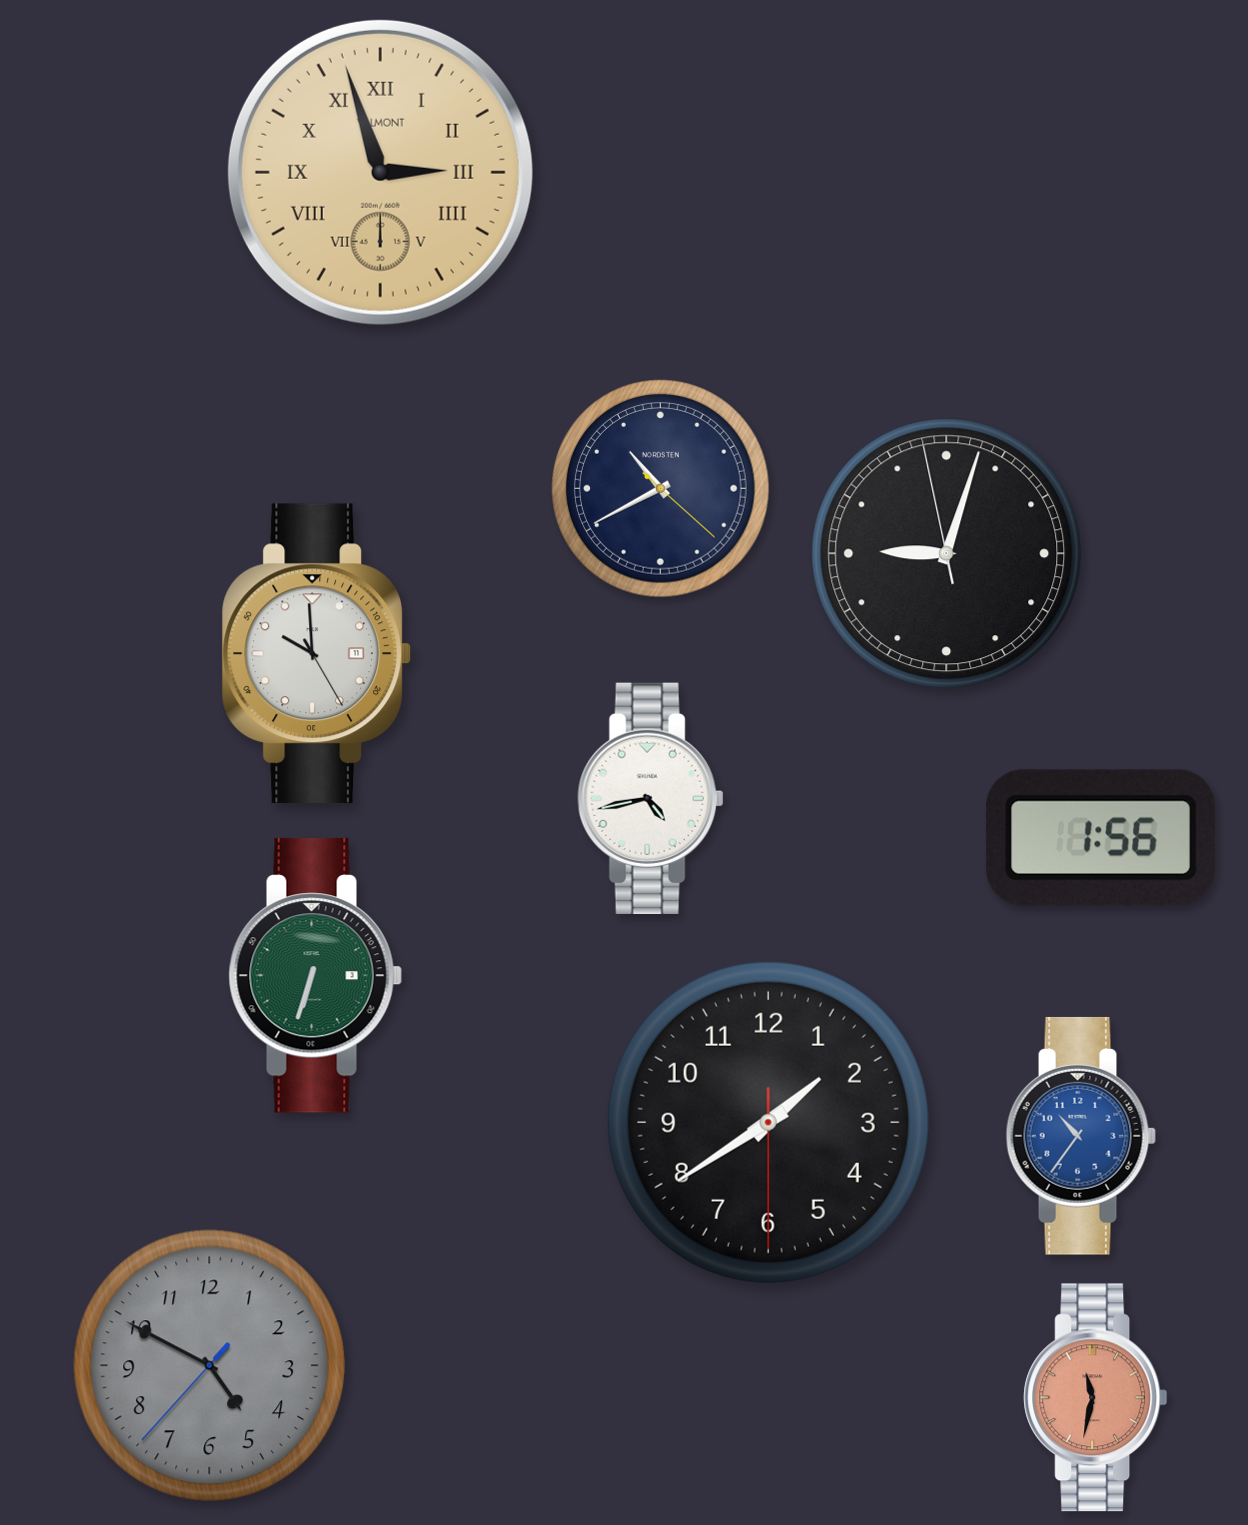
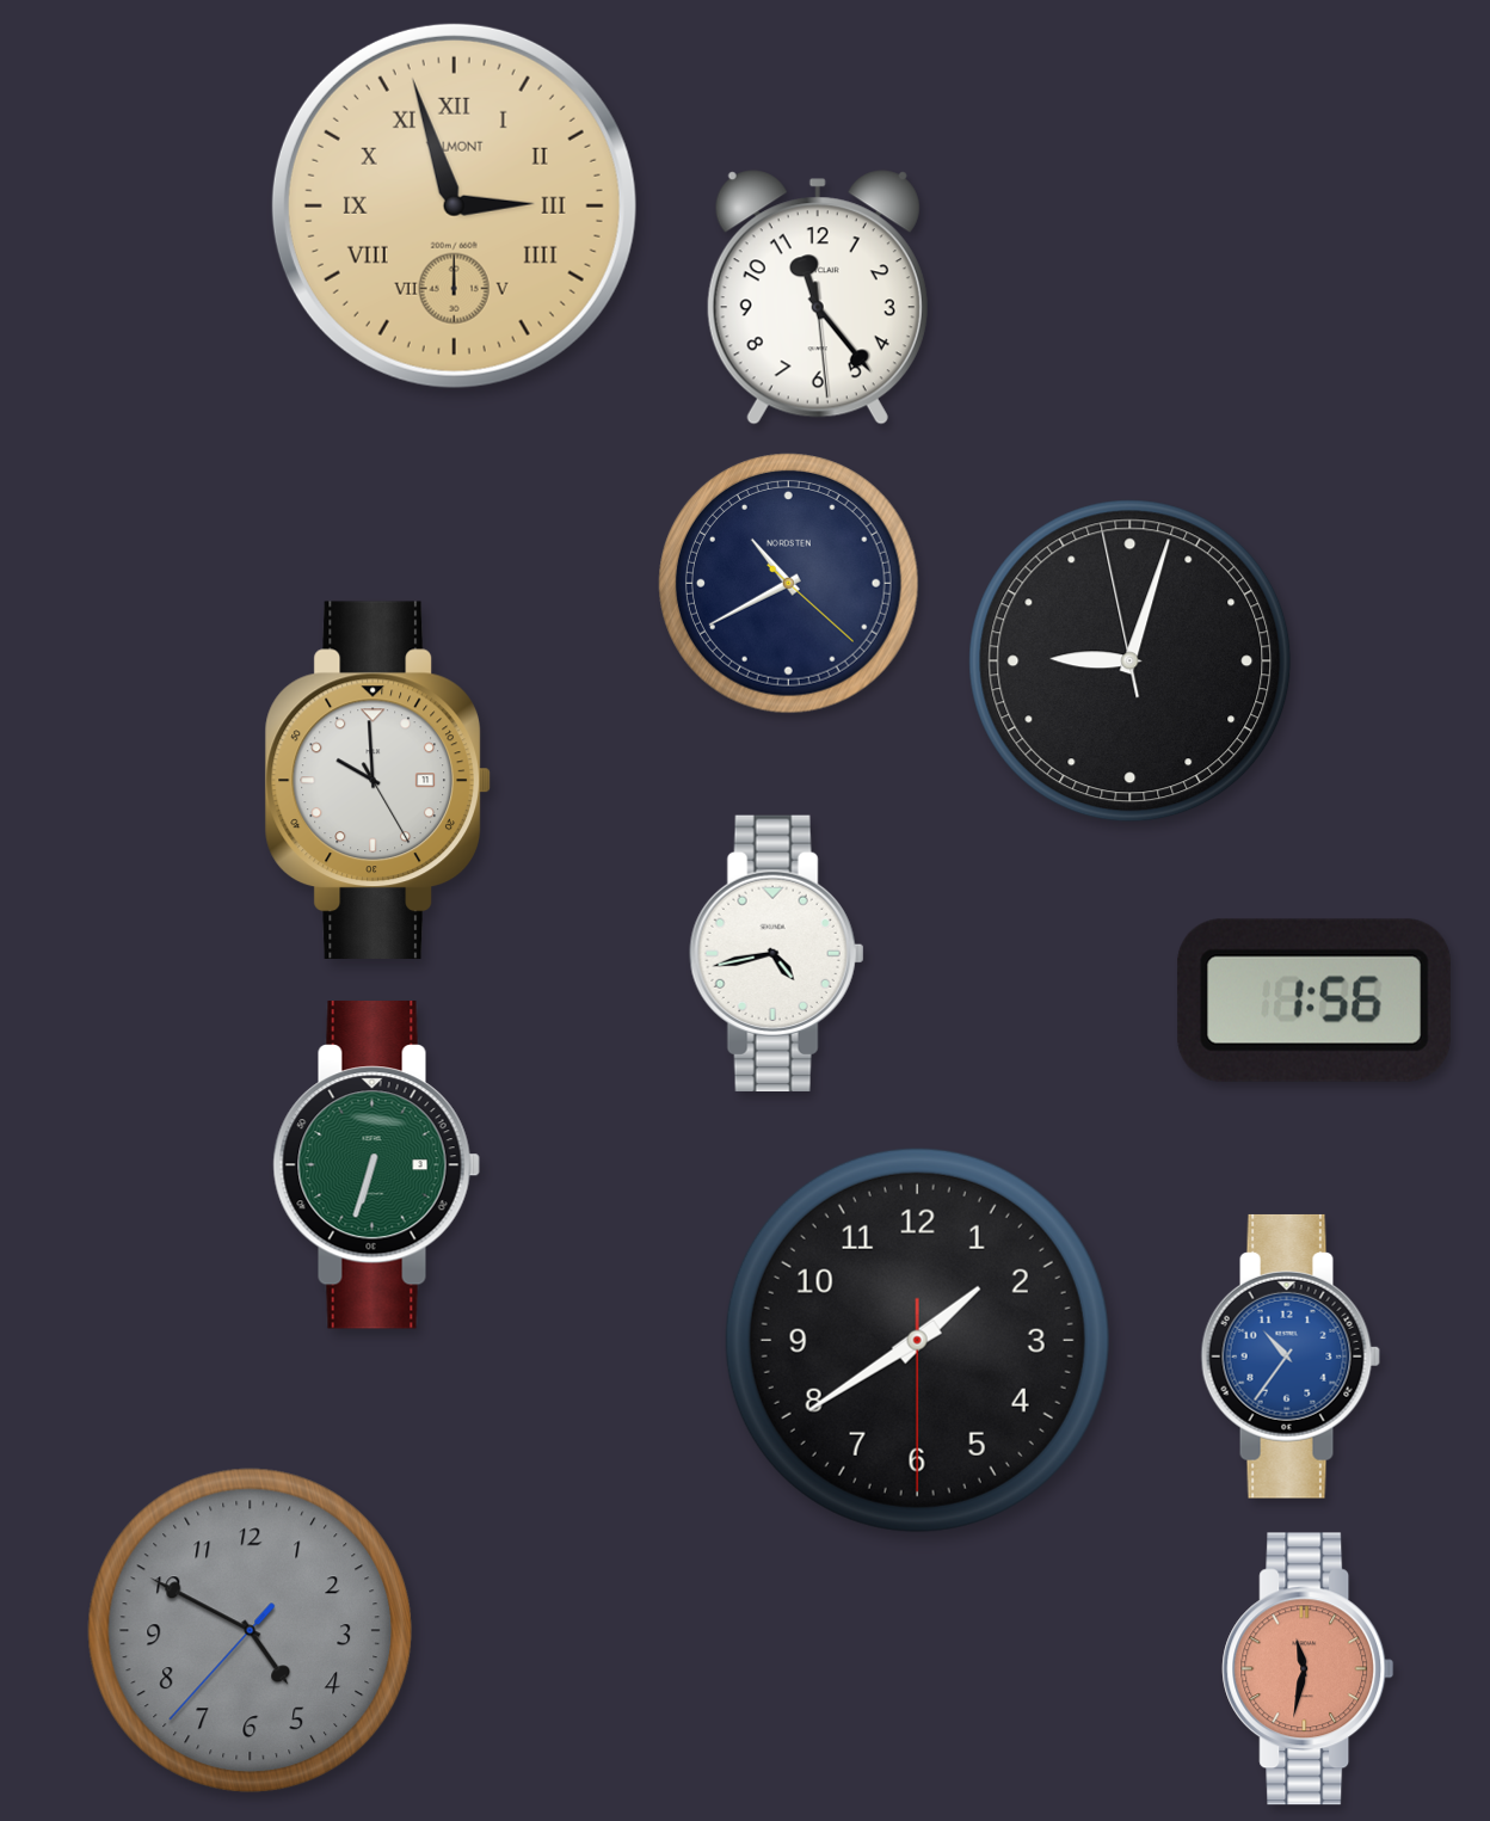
clock at (818, 297): none -> 11:23
